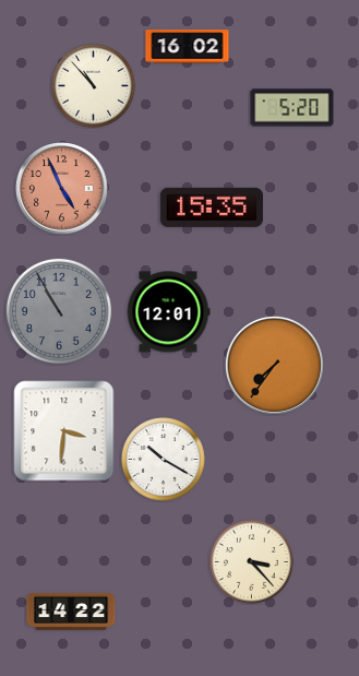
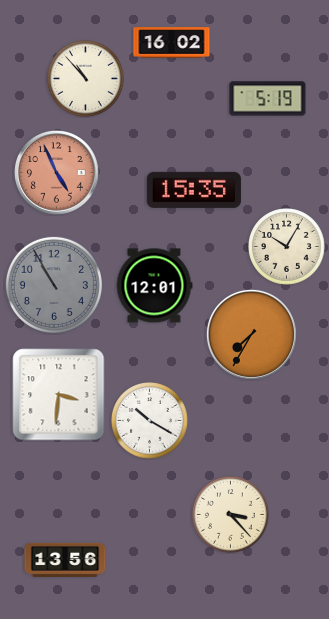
clock at (292, 108): 5:20 -> 5:19
clock at (287, 247): none -> 10:05
clock at (274, 365): 7:36 -> 7:35
clock at (71, 612): 14:22 -> 13:56
